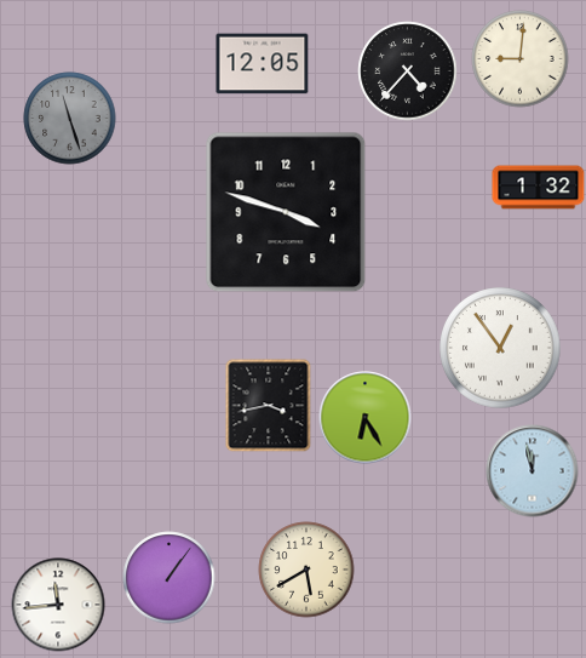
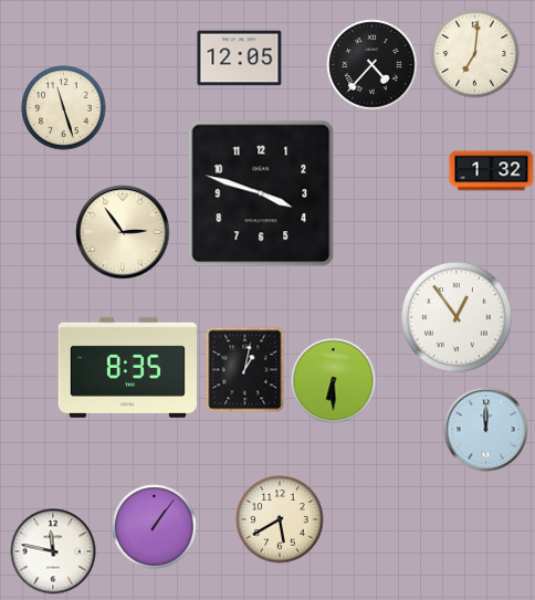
clock at (521, 59): 9:01 -> 7:01
clock at (70, 119) dial: grey -> cream
clock at (123, 232): none -> 2:54
clock at (127, 367): none -> 8:35
clock at (269, 405): 3:43 -> 1:02
clock at (366, 418): 6:25 -> 6:30
clock at (533, 471): 11:58 -> 12:00
clock at (58, 605): 11:44 -> 11:47
